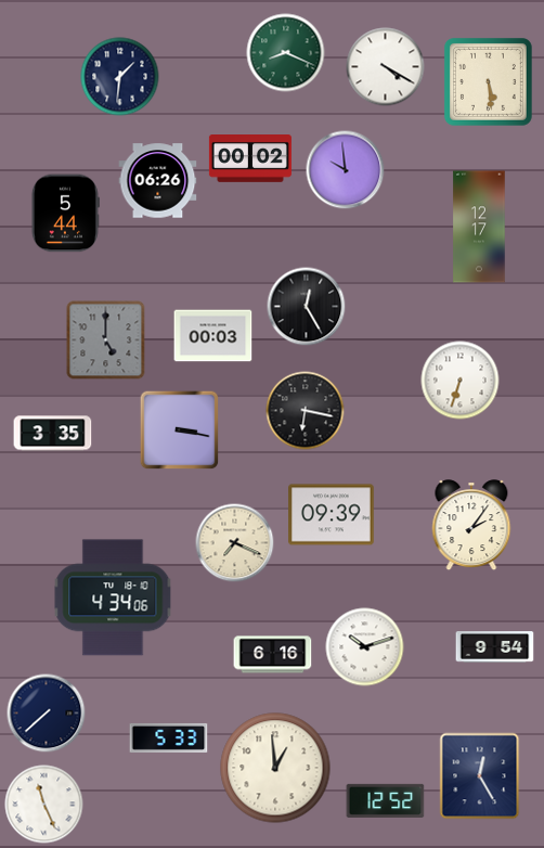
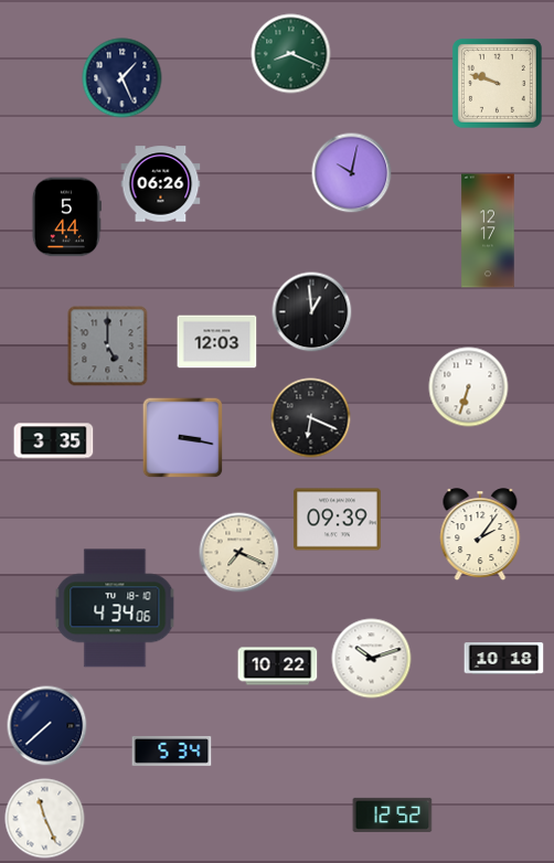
clock at (386, 67): 4:20 -> none
clock at (120, 77): 1:31 -> 1:26
clock at (488, 81): 5:29 -> 9:48
clock at (250, 159): 00:02 -> none
clock at (346, 170): 9:59 -> 10:02
clock at (307, 307): 12:25 -> 12:59
clock at (213, 336): 00:03 -> 12:03
clock at (306, 411): 6:17 -> 6:19
clock at (332, 515) position: (332, 515) -> (338, 520)
clock at (495, 647): 9:54 -> 10:18
clock at (273, 655): 6:16 -> 10:22
clock at (169, 737): 5:33 -> 5:34
clock at (275, 768): 12:59 -> none
clock at (480, 776): 12:25 -> none
